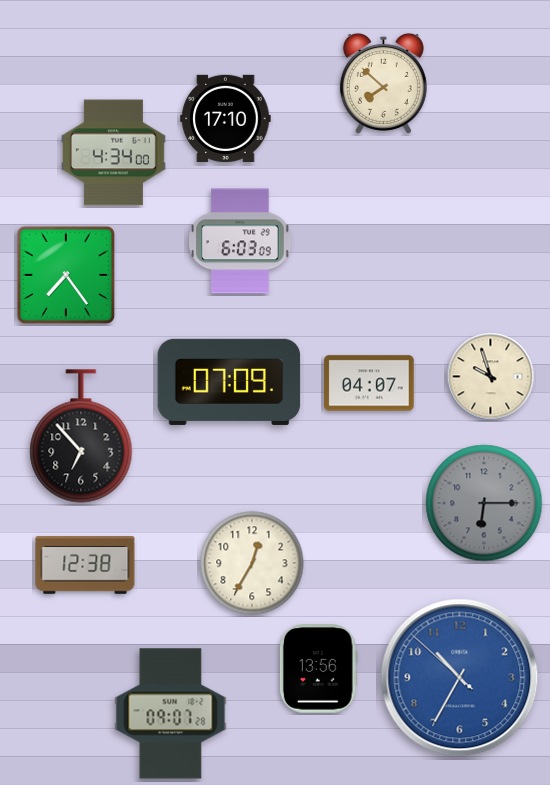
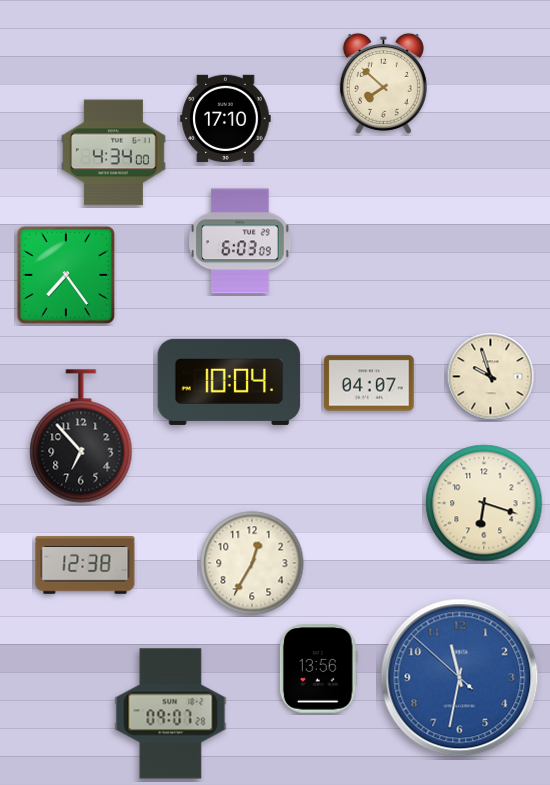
clock at (229, 382): 07:09 -> 10:04
clock at (484, 503): 6:15 -> 6:18
clock at (484, 503) dial: grey -> cream
clock at (460, 678): 10:34 -> 11:31
